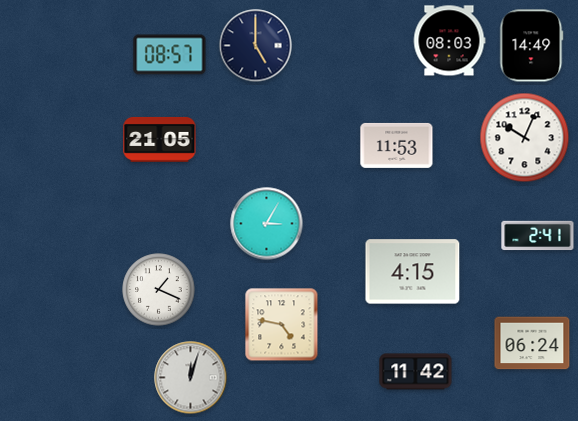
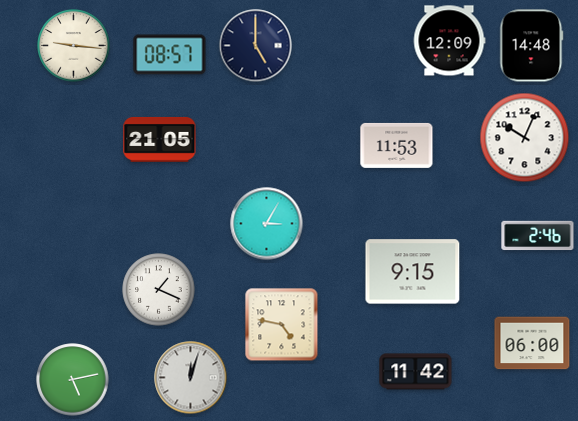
clock at (449, 41): 08:03 -> 12:09
clock at (74, 46): none -> 9:16
clock at (532, 46): 14:49 -> 14:48
clock at (538, 236): 2:41 -> 2:46
clock at (413, 272): 4:15 -> 9:15
clock at (532, 343): 06:24 -> 06:00
clock at (73, 380): none -> 5:13
